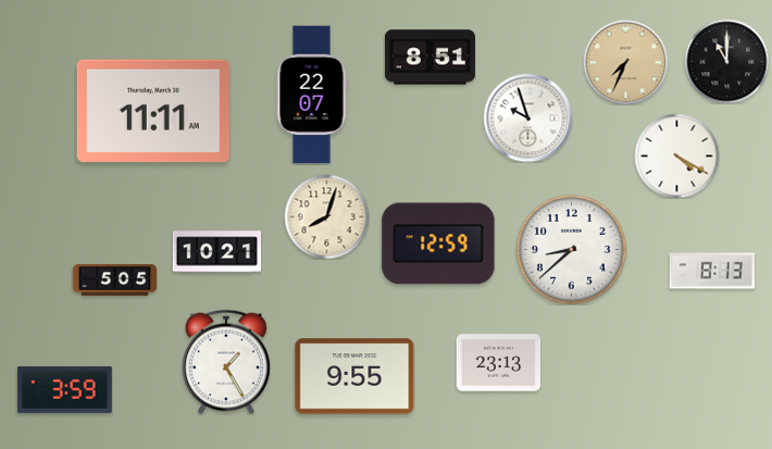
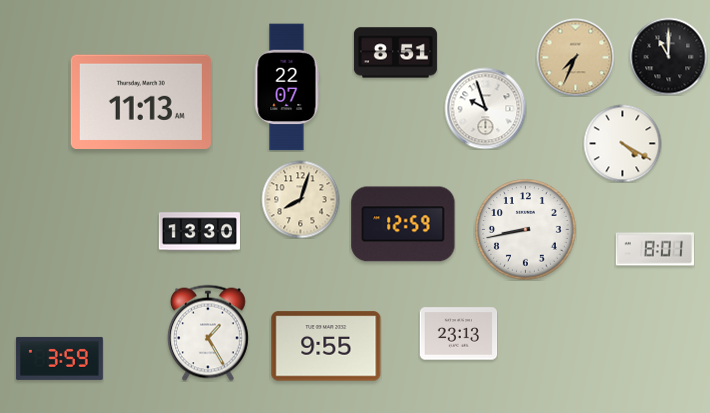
clock at (153, 111): 11:11 -> 11:13
clock at (572, 250): 8:38 -> 8:43
clock at (216, 252): 10:21 -> 13:30
clock at (712, 271): 8:13 -> 8:01
clock at (114, 280): 5:05 -> none
